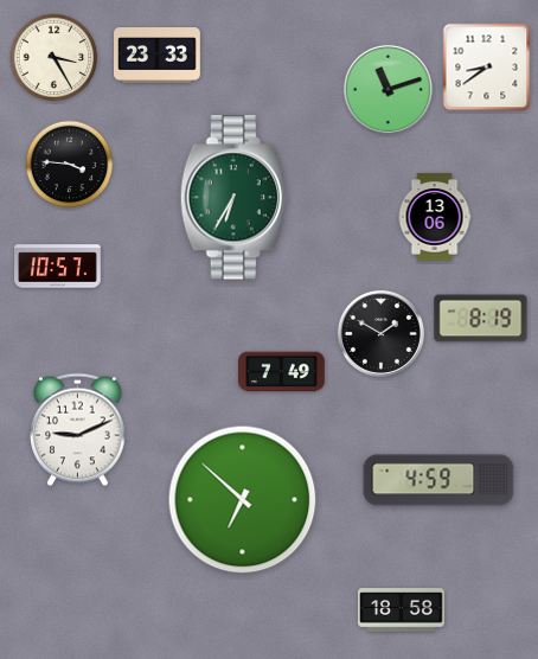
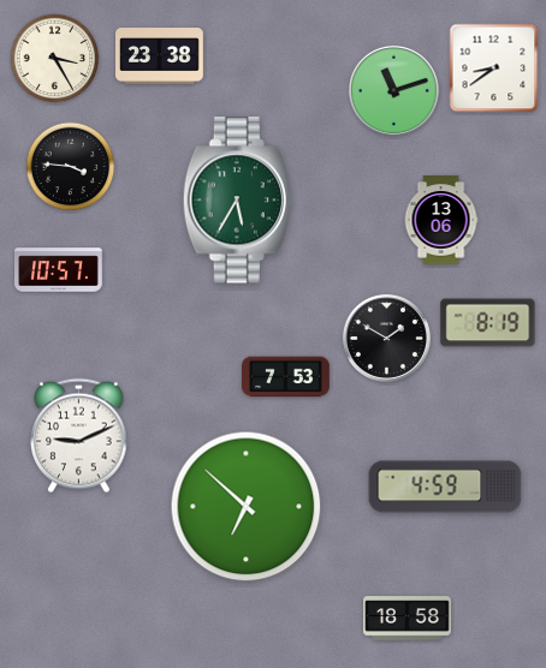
clock at (158, 56): 23:33 -> 23:38
clock at (233, 198): 6:35 -> 5:35
clock at (282, 372): 7:49 -> 7:53
